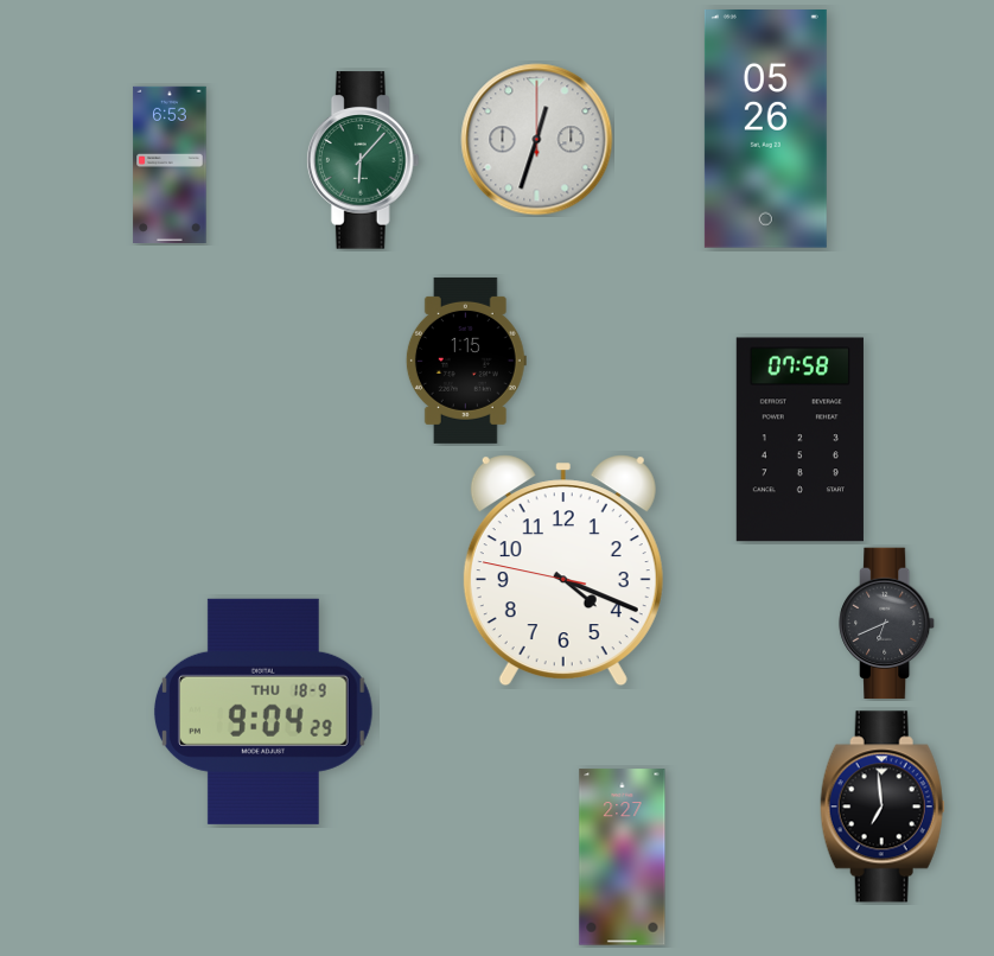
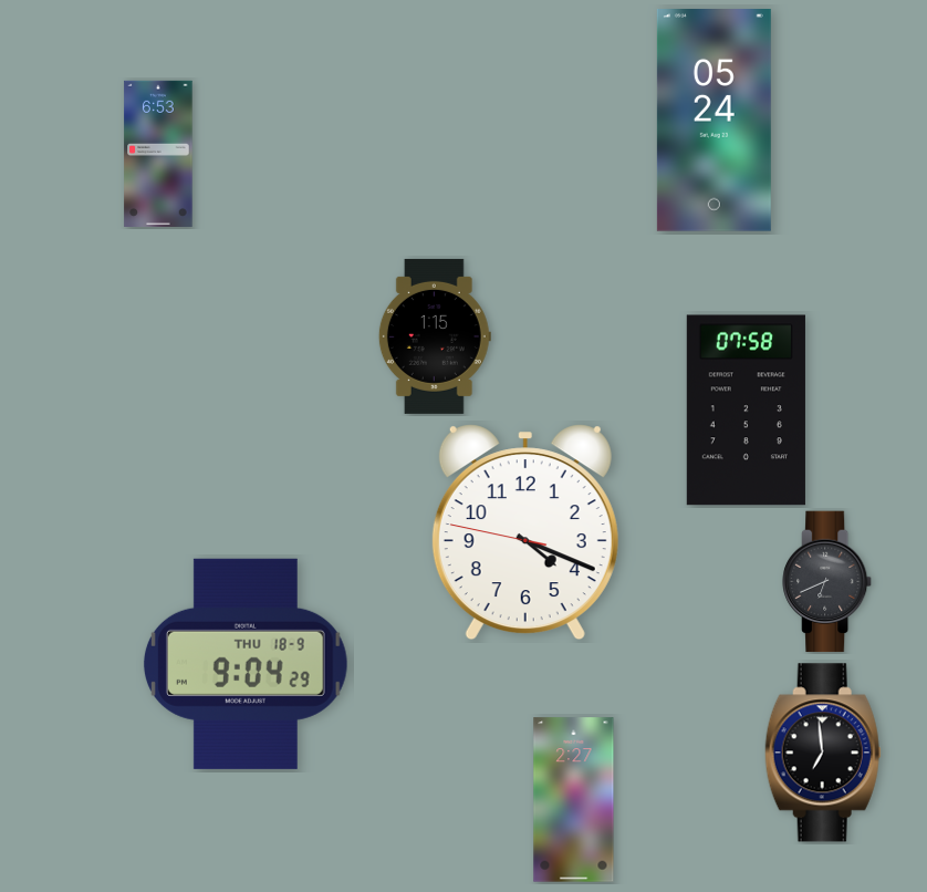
clock at (765, 129): 05:26 -> 05:24
clock at (537, 140): 12:33 -> none
clock at (363, 160): 6:07 -> none
clock at (623, 858) position: (623, 858) -> (574, 800)
